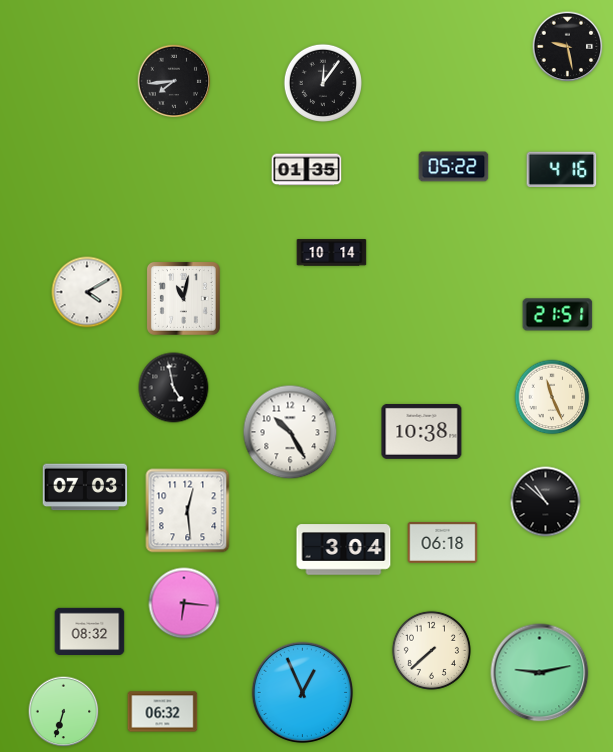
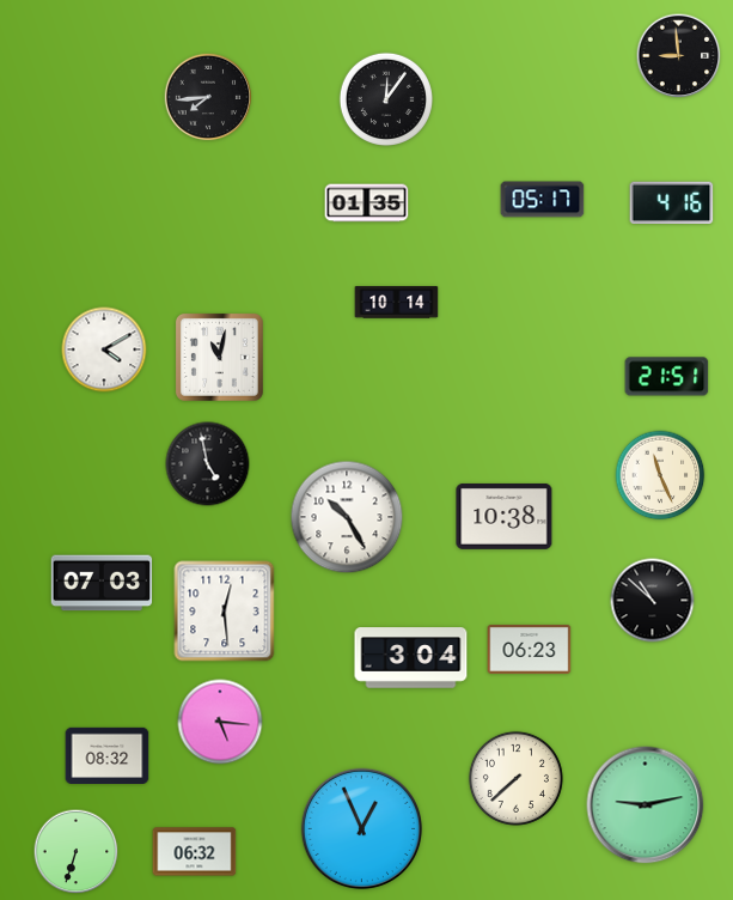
clock at (568, 47): 9:28 -> 8:59
clock at (454, 167): 05:22 -> 05:17
clock at (443, 542): 06:18 -> 06:23
clock at (184, 603): 6:16 -> 5:16
